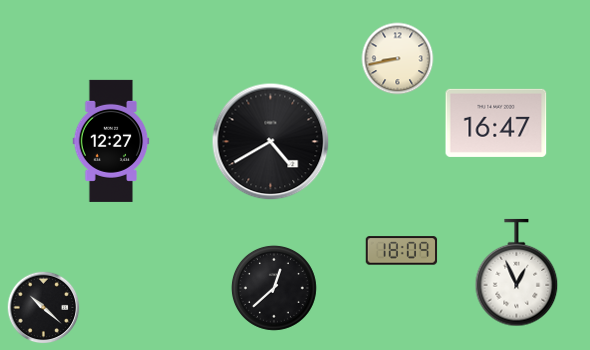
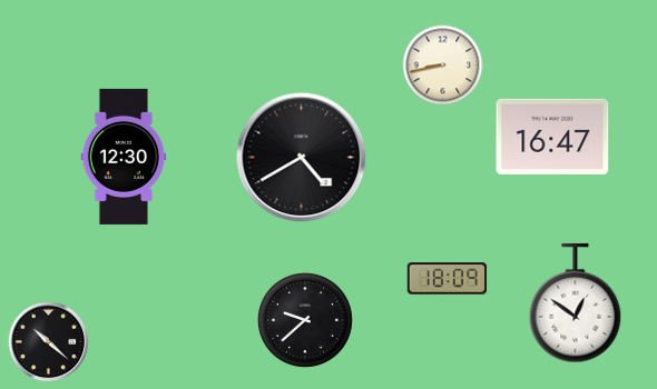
clock at (111, 141): 12:27 -> 12:30
clock at (517, 273): 12:56 -> 12:51
clock at (274, 288): 12:38 -> 9:38
